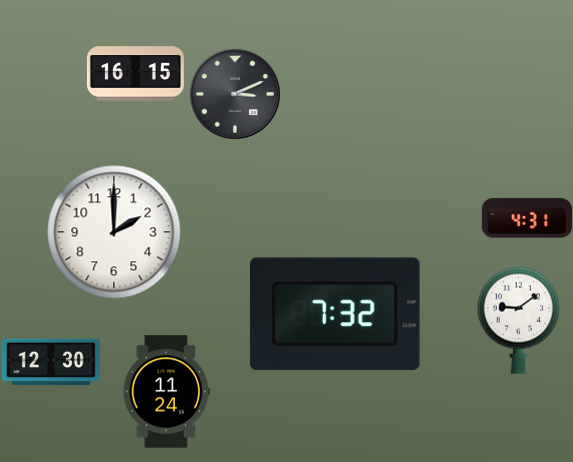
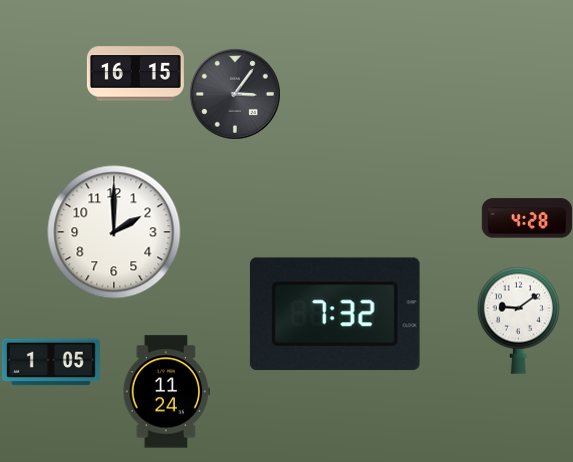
clock at (235, 94): 3:11 -> 3:06
clock at (527, 218): 4:31 -> 4:28
clock at (51, 362): 12:30 -> 1:05
